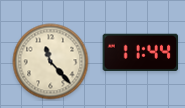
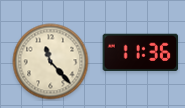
clock at (141, 52): 11:44 -> 11:36
